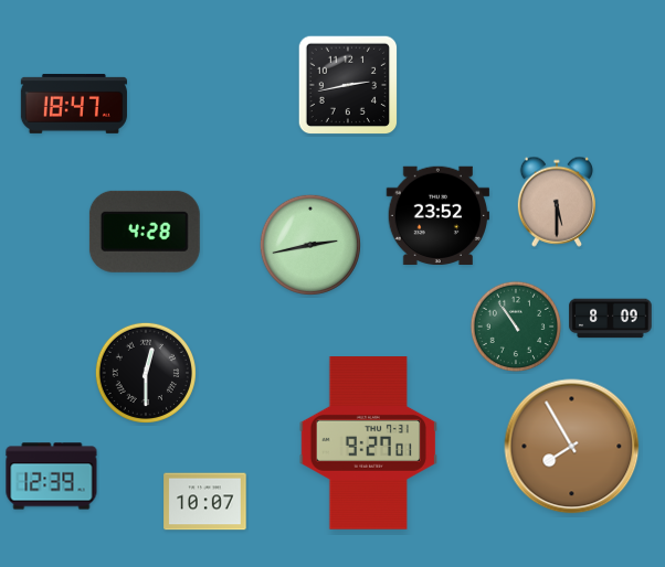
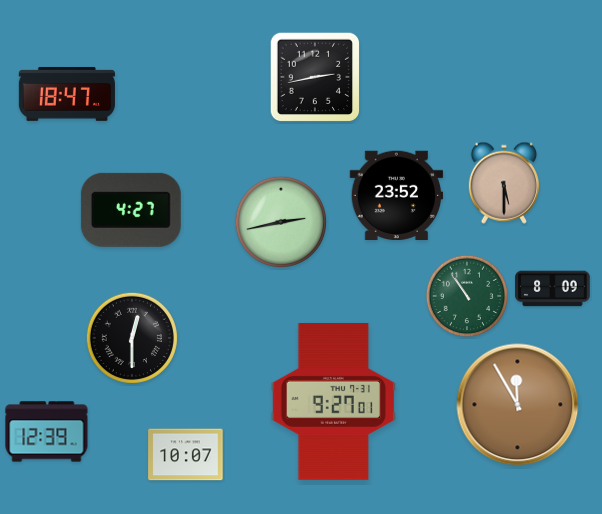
clock at (145, 232): 4:28 -> 4:27
clock at (572, 447): 7:55 -> 11:55
